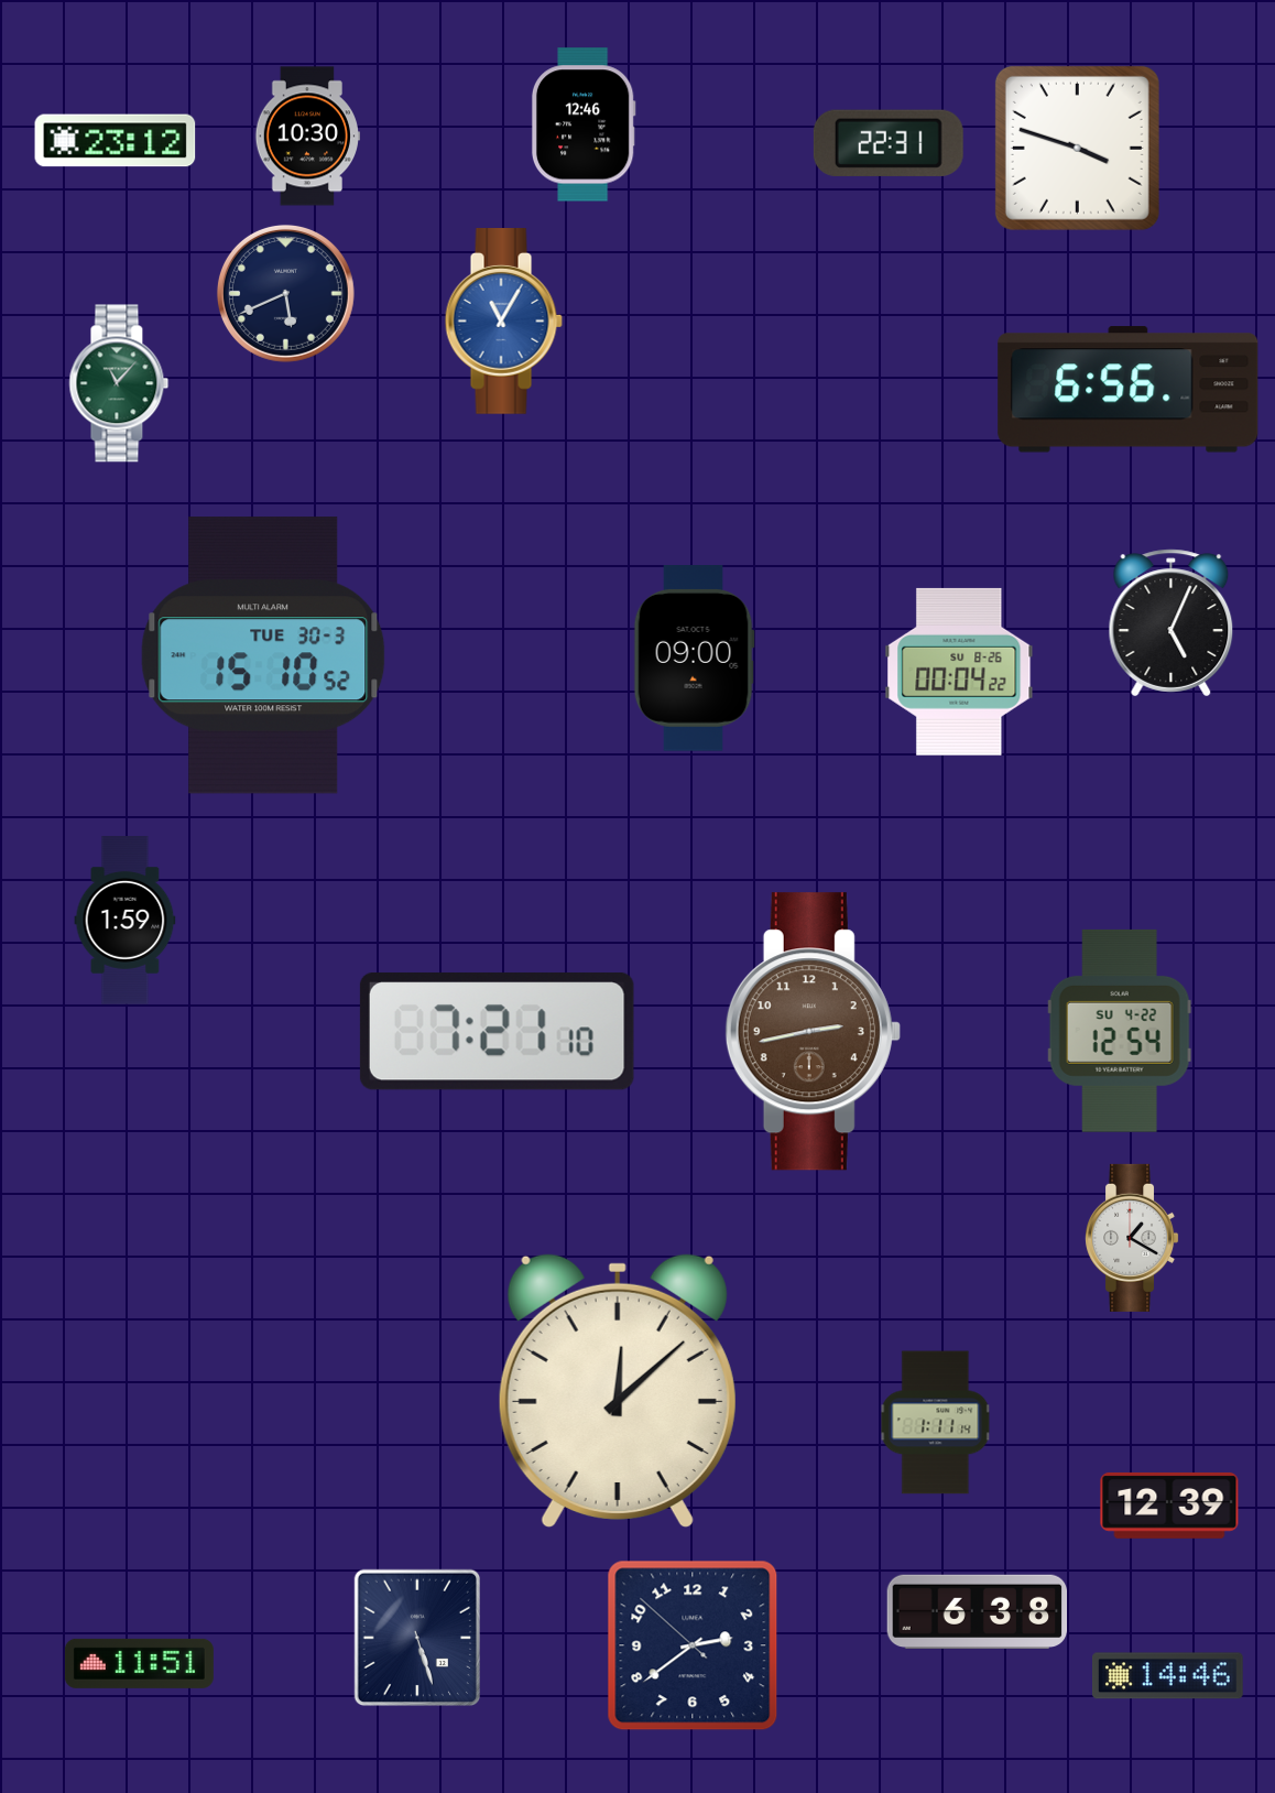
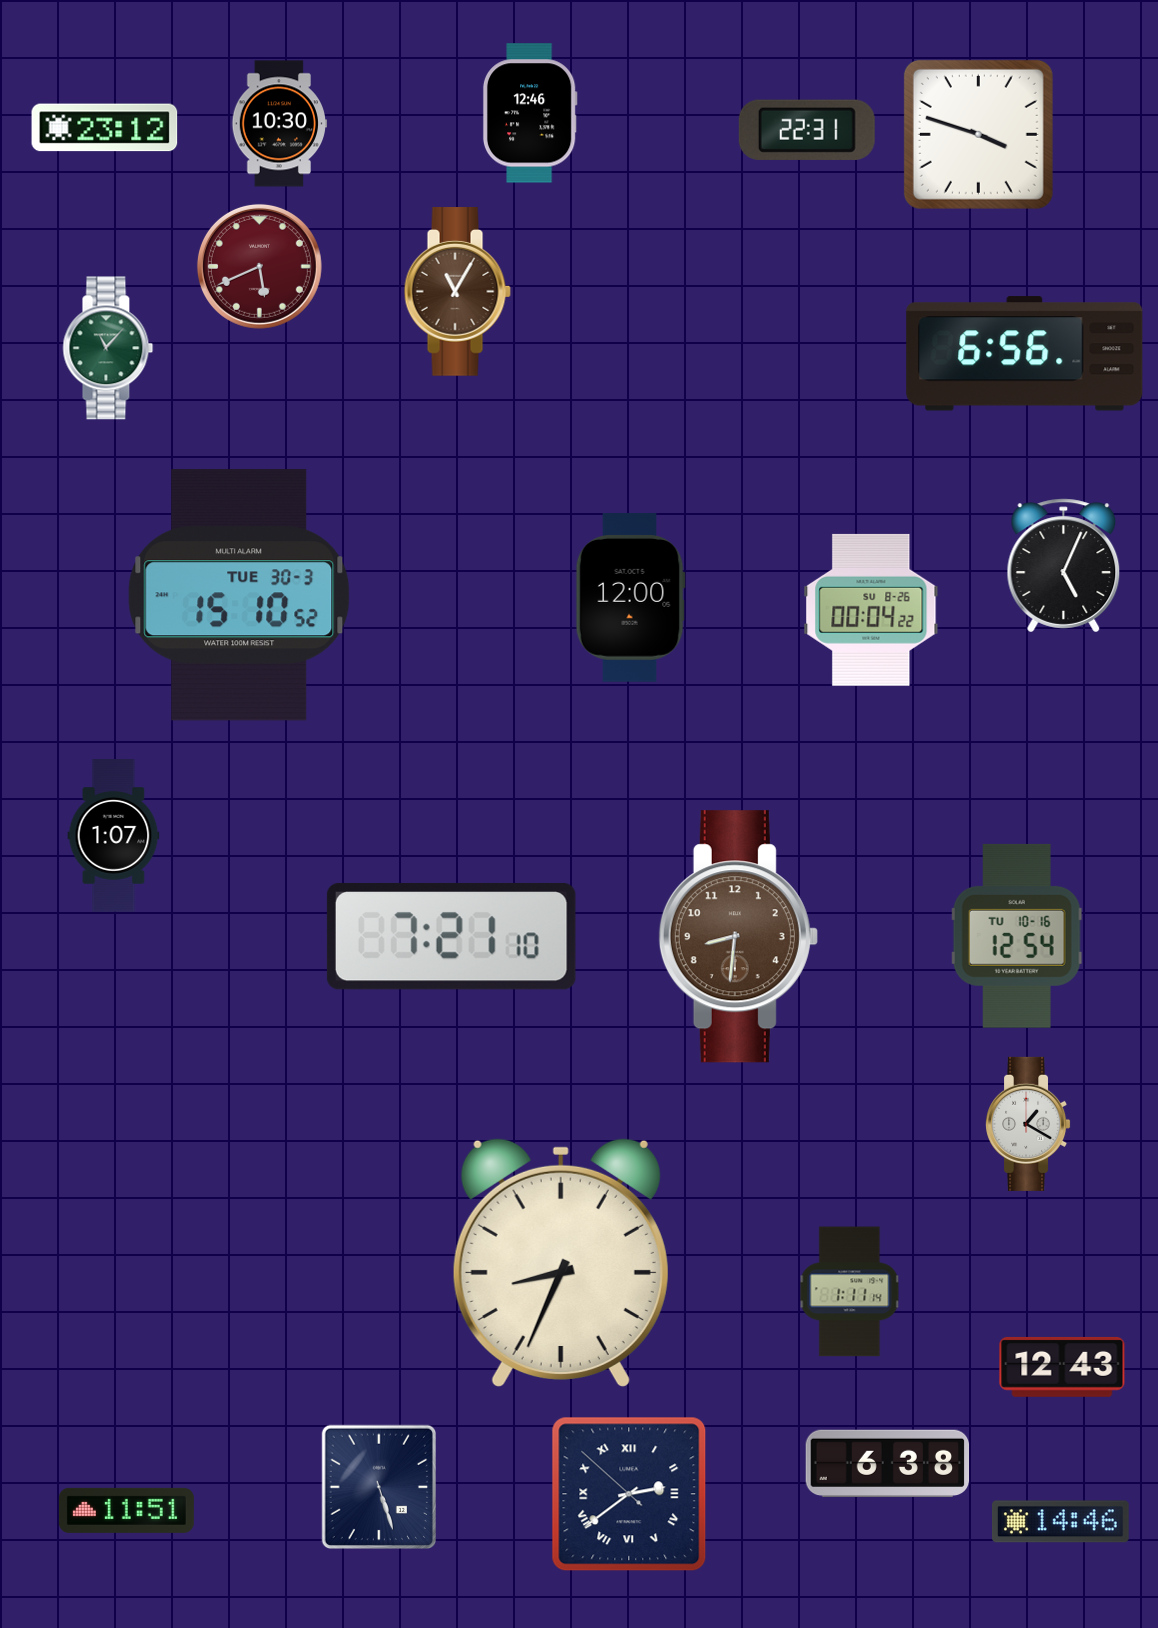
clock at (285, 293) dial: navy -> burgundy
clock at (503, 322) dial: blue -> brown
clock at (694, 659): 09:00 -> 12:00
clock at (126, 921): 1:59 -> 1:07
clock at (1120, 1031) date: SU 4-22 -> TU 10-16
clock at (813, 1032): 2:43 -> 8:31
clock at (618, 1390): 12:08 -> 8:34
clock at (1169, 1506): 12:39 -> 12:43
clock at (693, 1645) numerals: Arabic -> Roman
